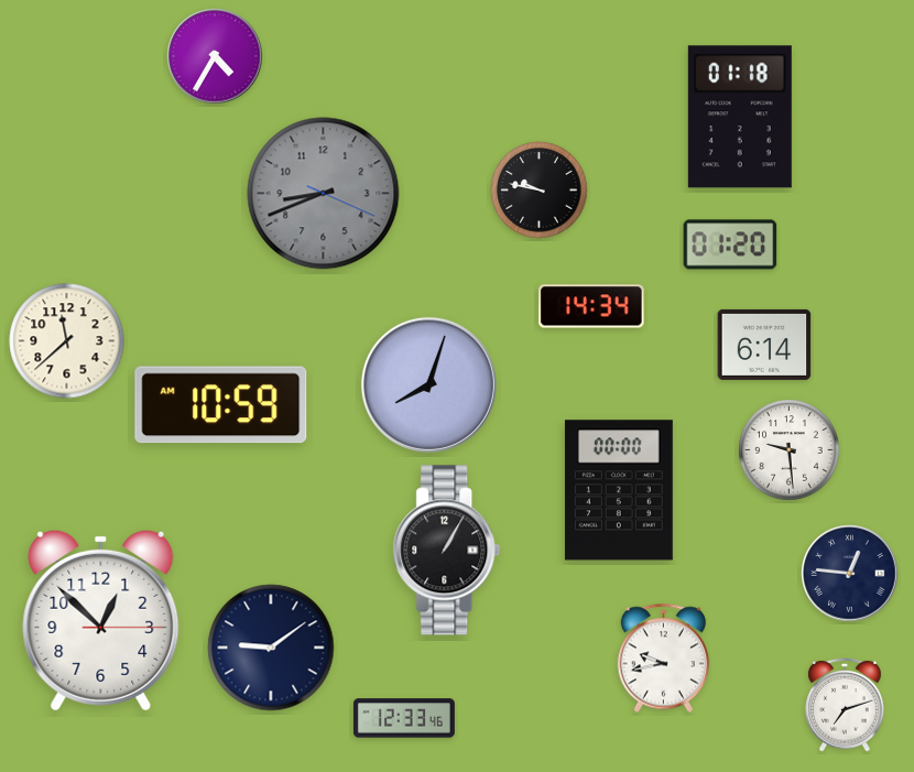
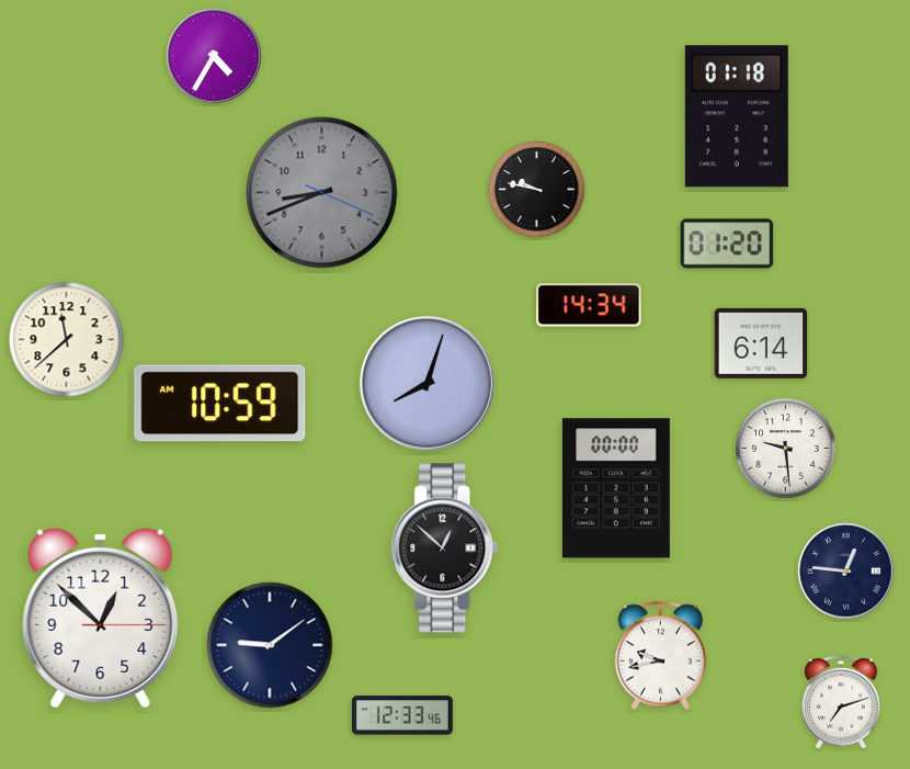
clock at (447, 551): 1:05 -> 12:52
